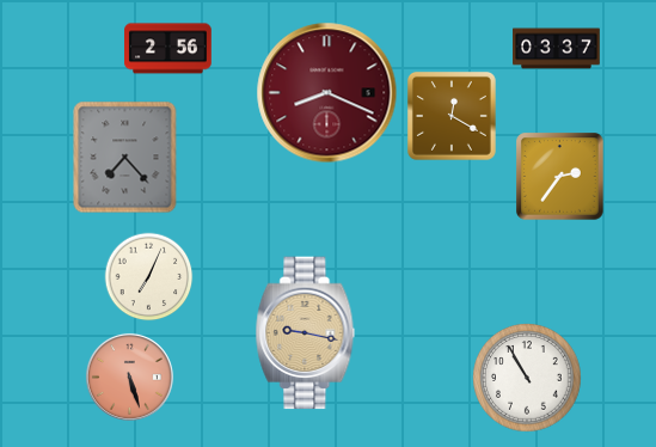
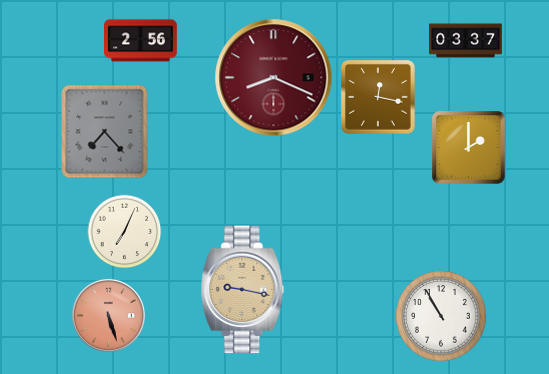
clock at (452, 116): 12:20 -> 12:17
clock at (560, 177): 2:36 -> 2:00
clock at (306, 333) position: (306, 333) -> (243, 290)
